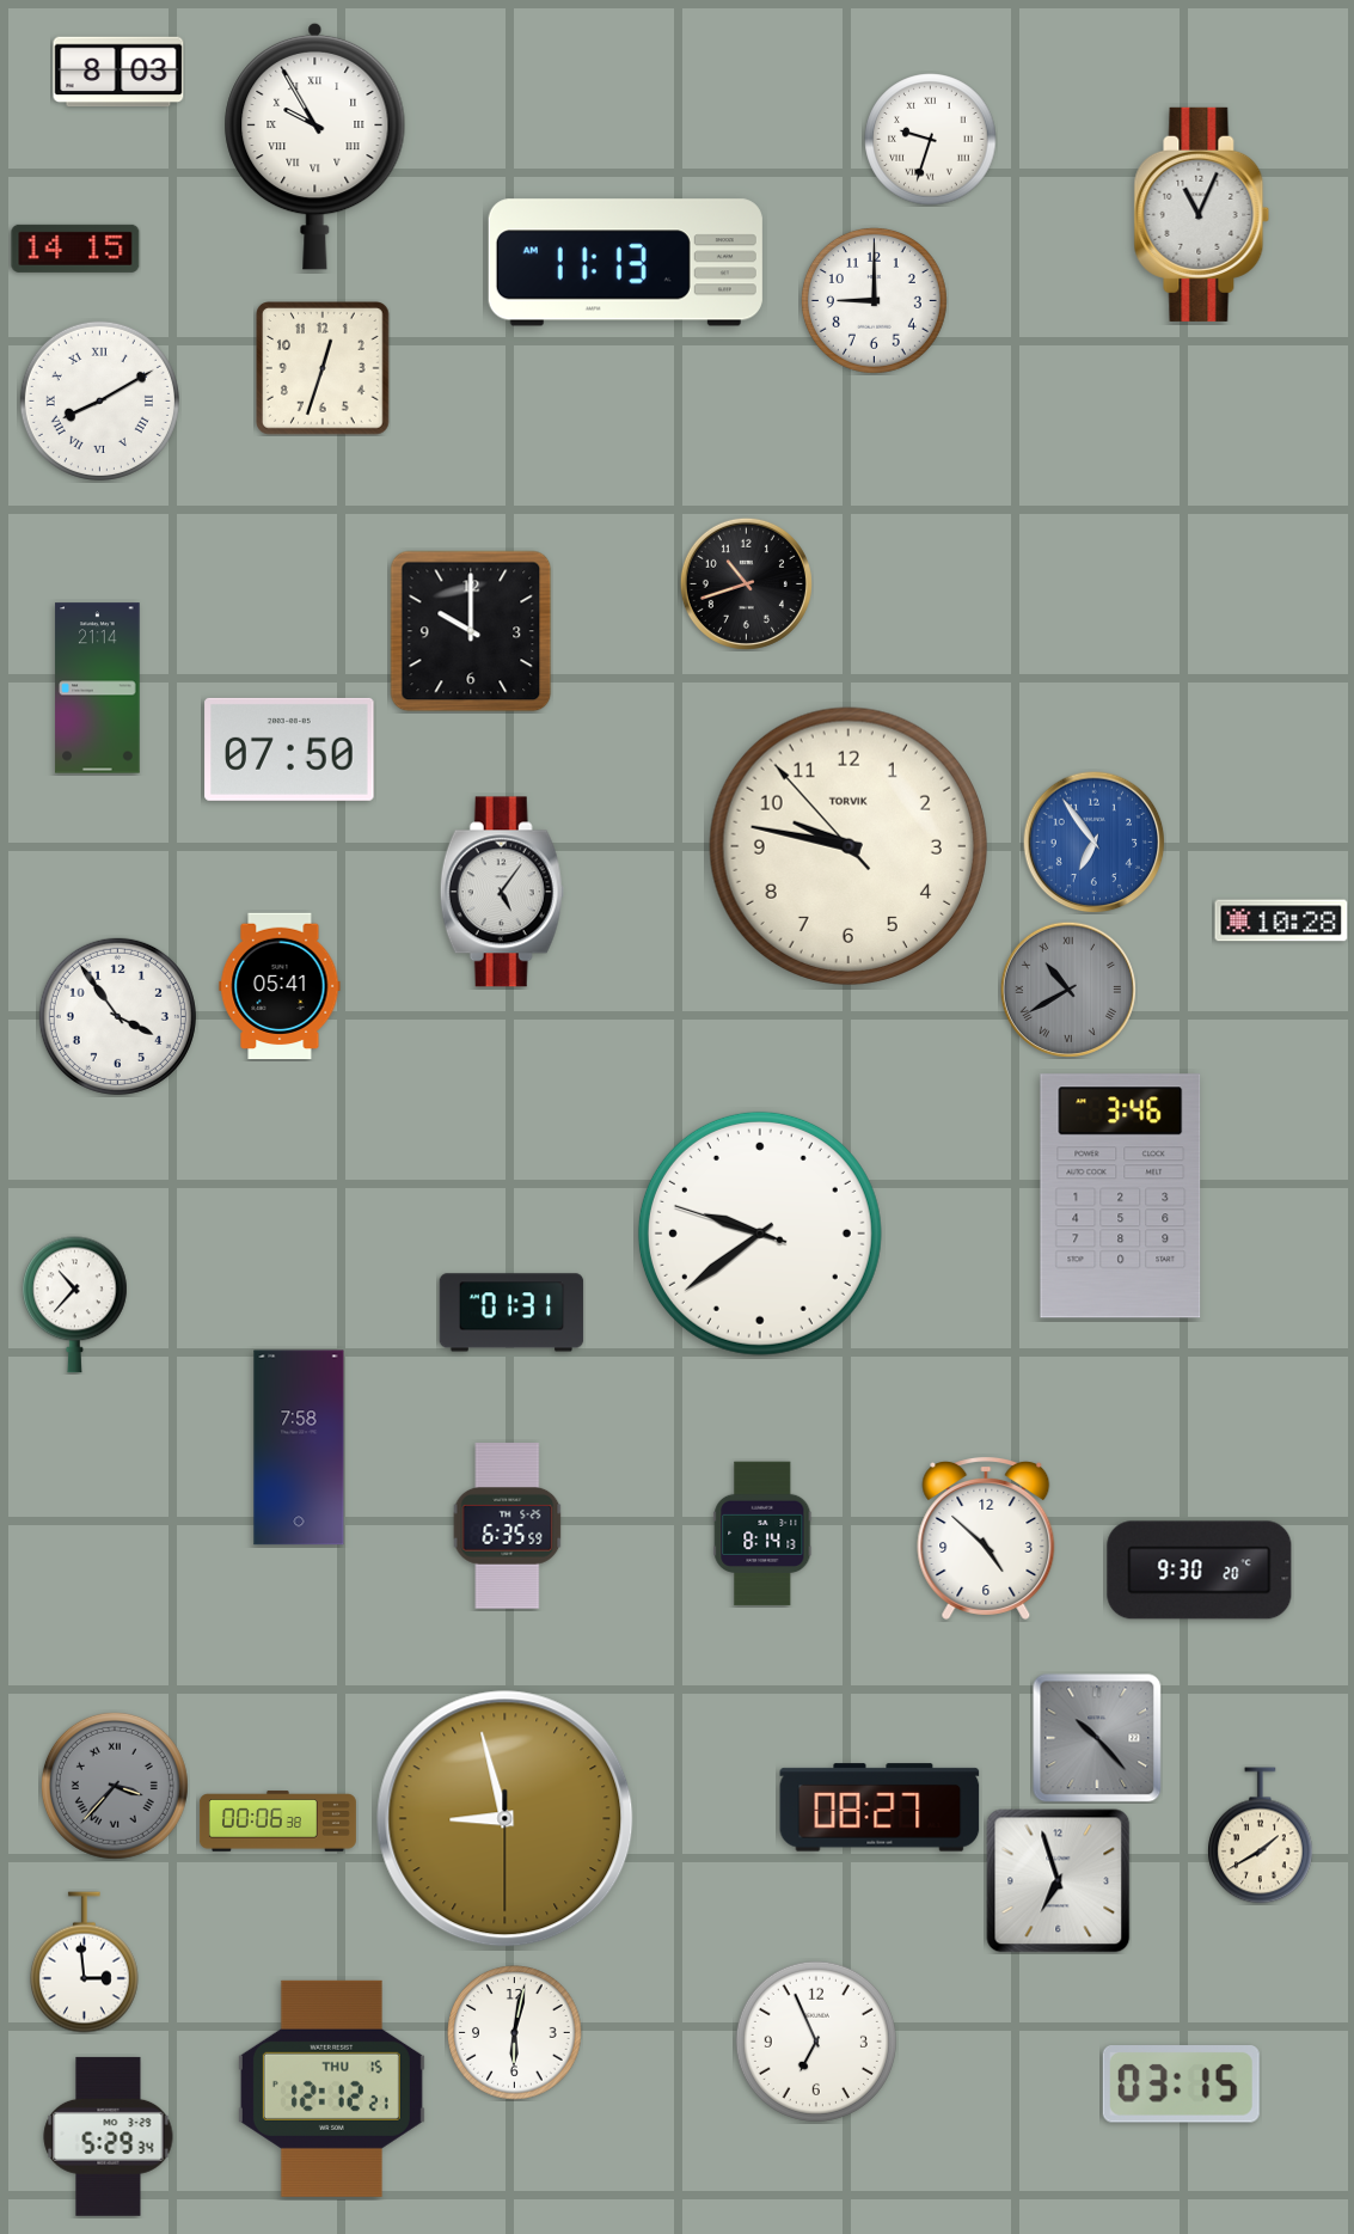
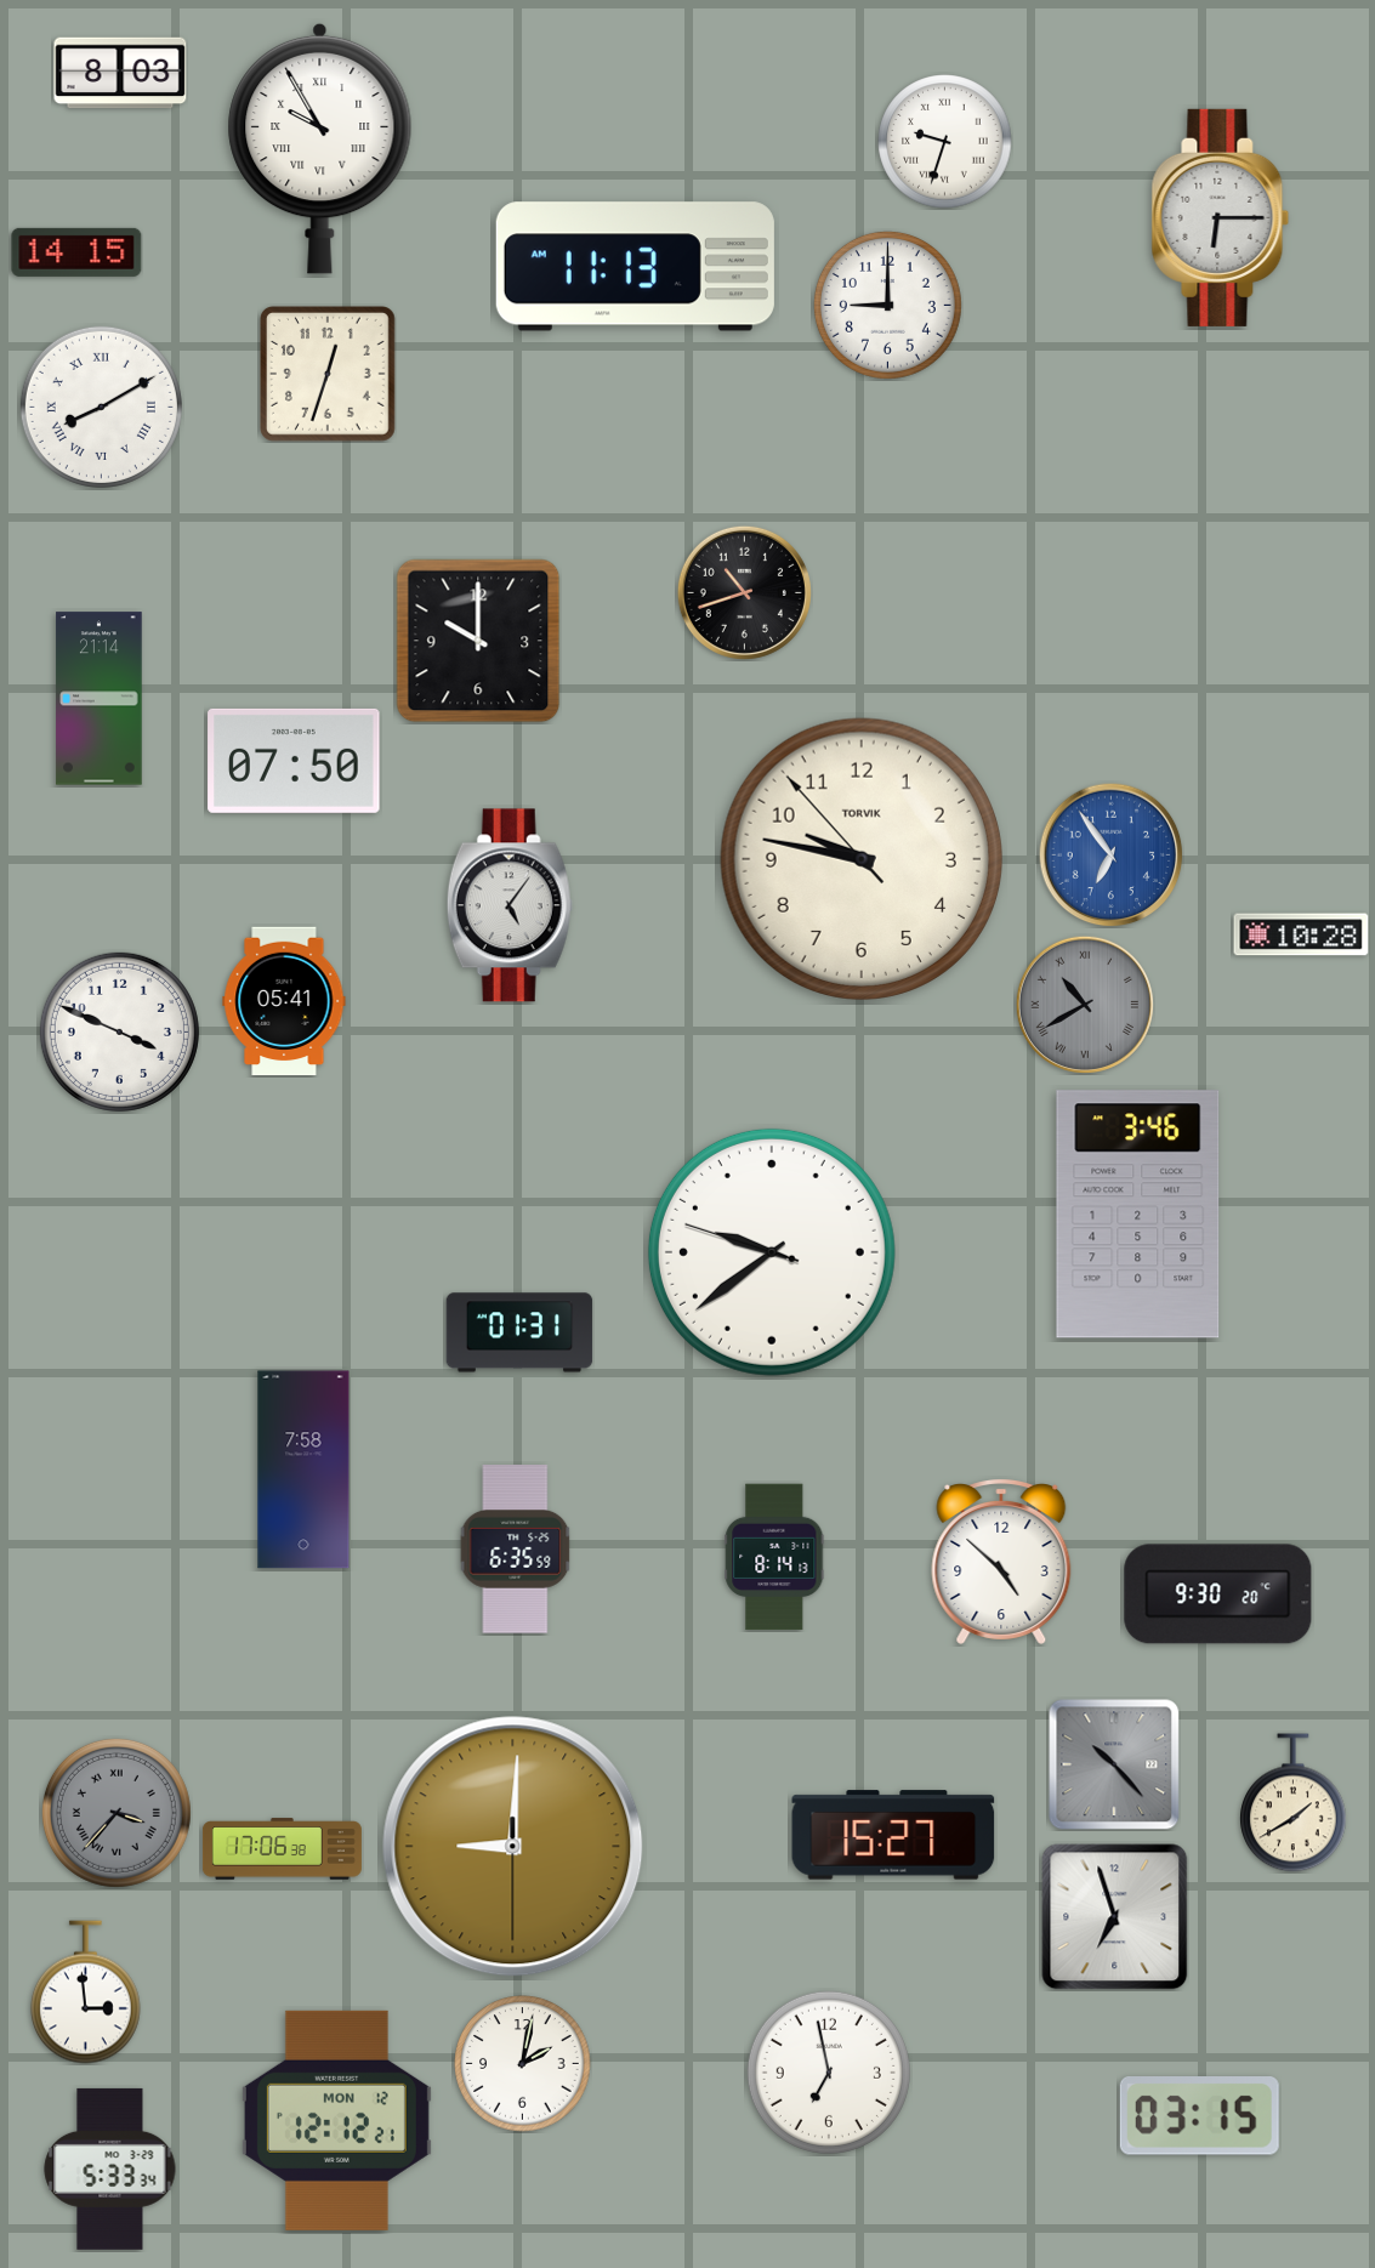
clock at (1202, 214): 11:04 -> 6:15
clock at (746, 583) position: (746, 583) -> (744, 592)
clock at (117, 1016): 3:54 -> 3:49
clock at (75, 1305): 10:37 -> none
clock at (880, 1807): 08:27 -> 15:27
clock at (506, 1819): 8:57 -> 9:00
clock at (277, 1822): 00:06 -> 17:06
clock at (1261, 1836) position: (1261, 1836) -> (1294, 1803)
clock at (1059, 1881) position: (1059, 1881) -> (1115, 1917)
clock at (515, 2033): 6:02 -> 2:02
clock at (816, 2042): 6:56 -> 6:58
clock at (331, 2088) date: THU 15 -> MON 12
clock at (109, 2136): 5:29 -> 5:33
